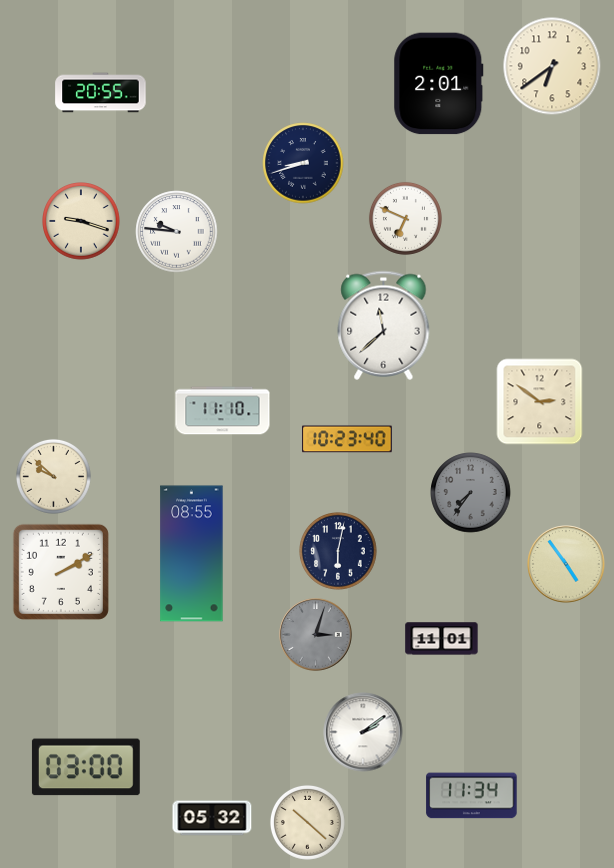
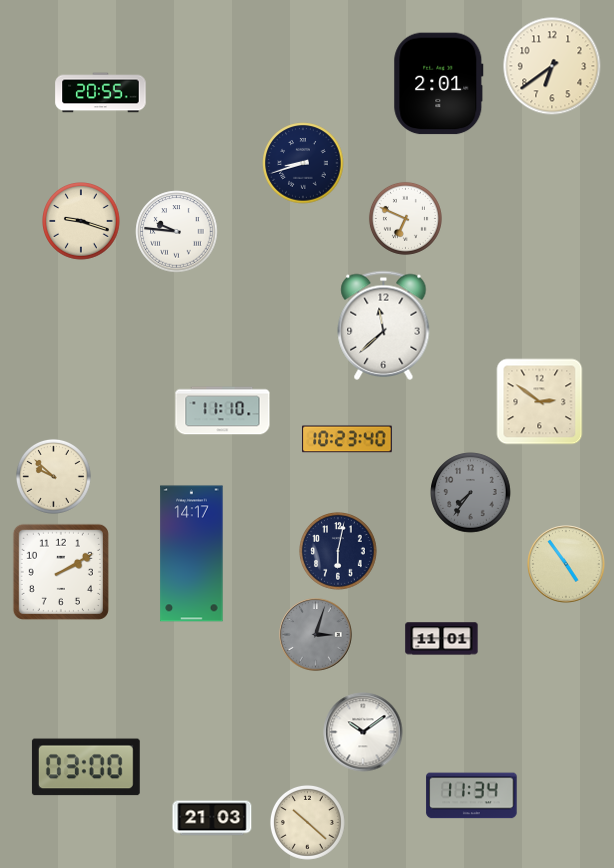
clock at (192, 554): 08:55 -> 14:17
clock at (363, 732): 2:09 -> 10:09
clock at (212, 818): 05:32 -> 21:03
